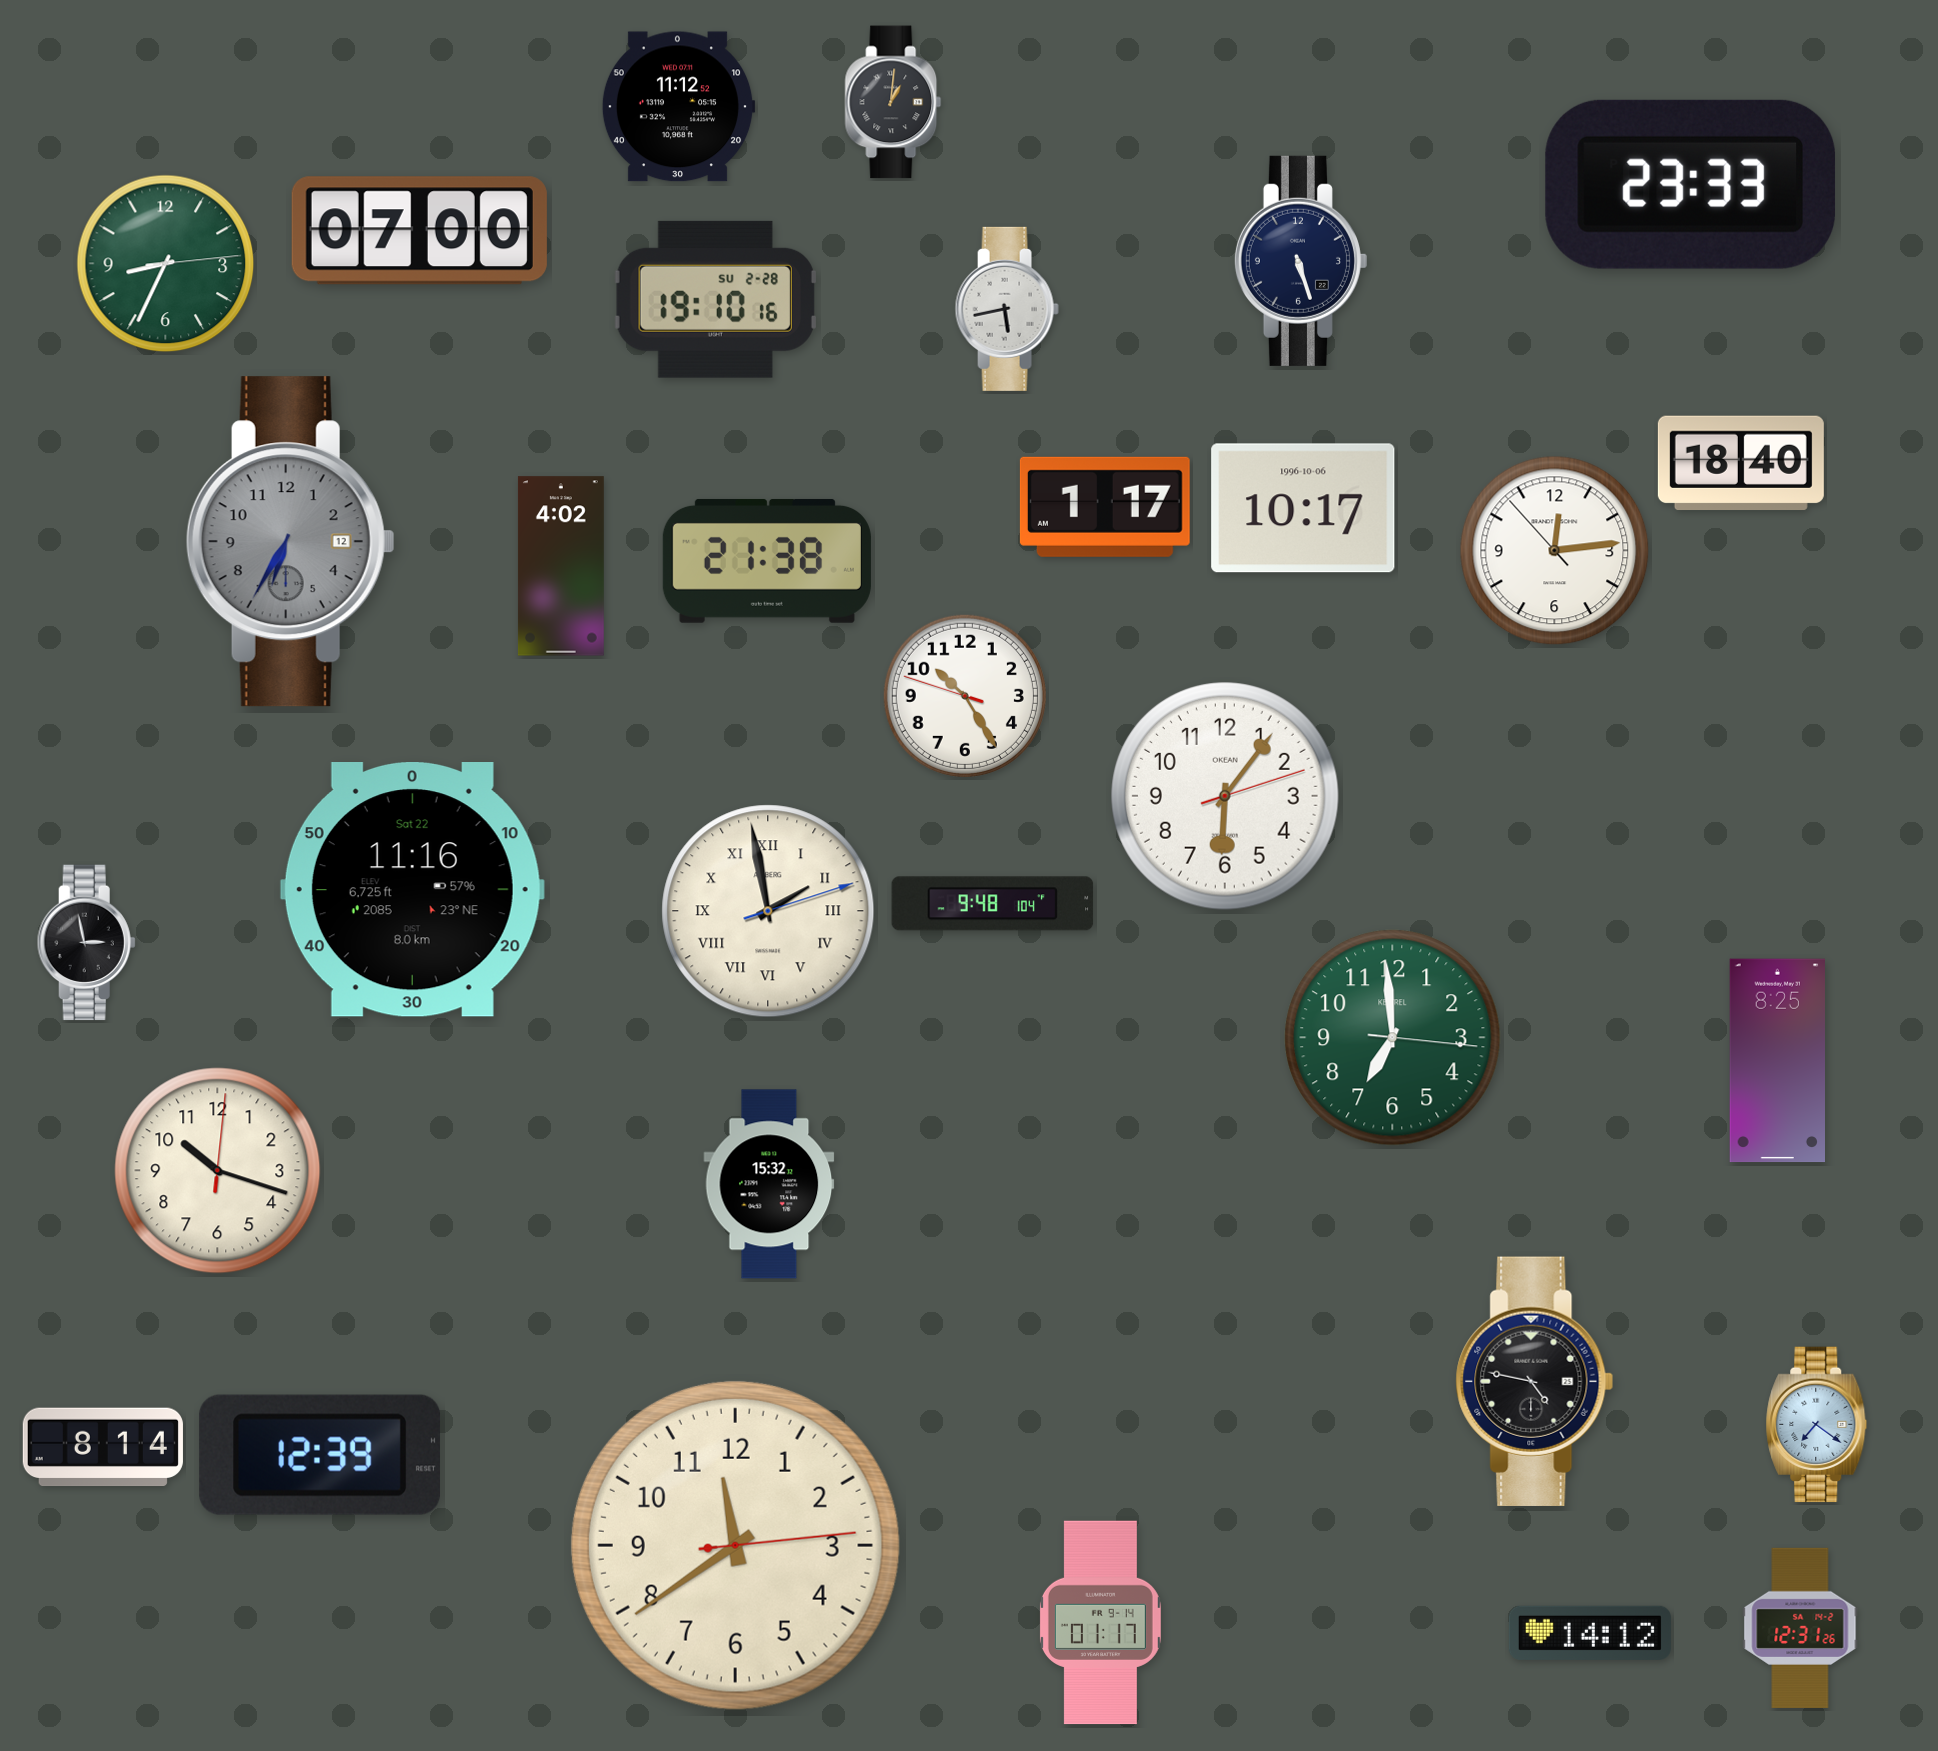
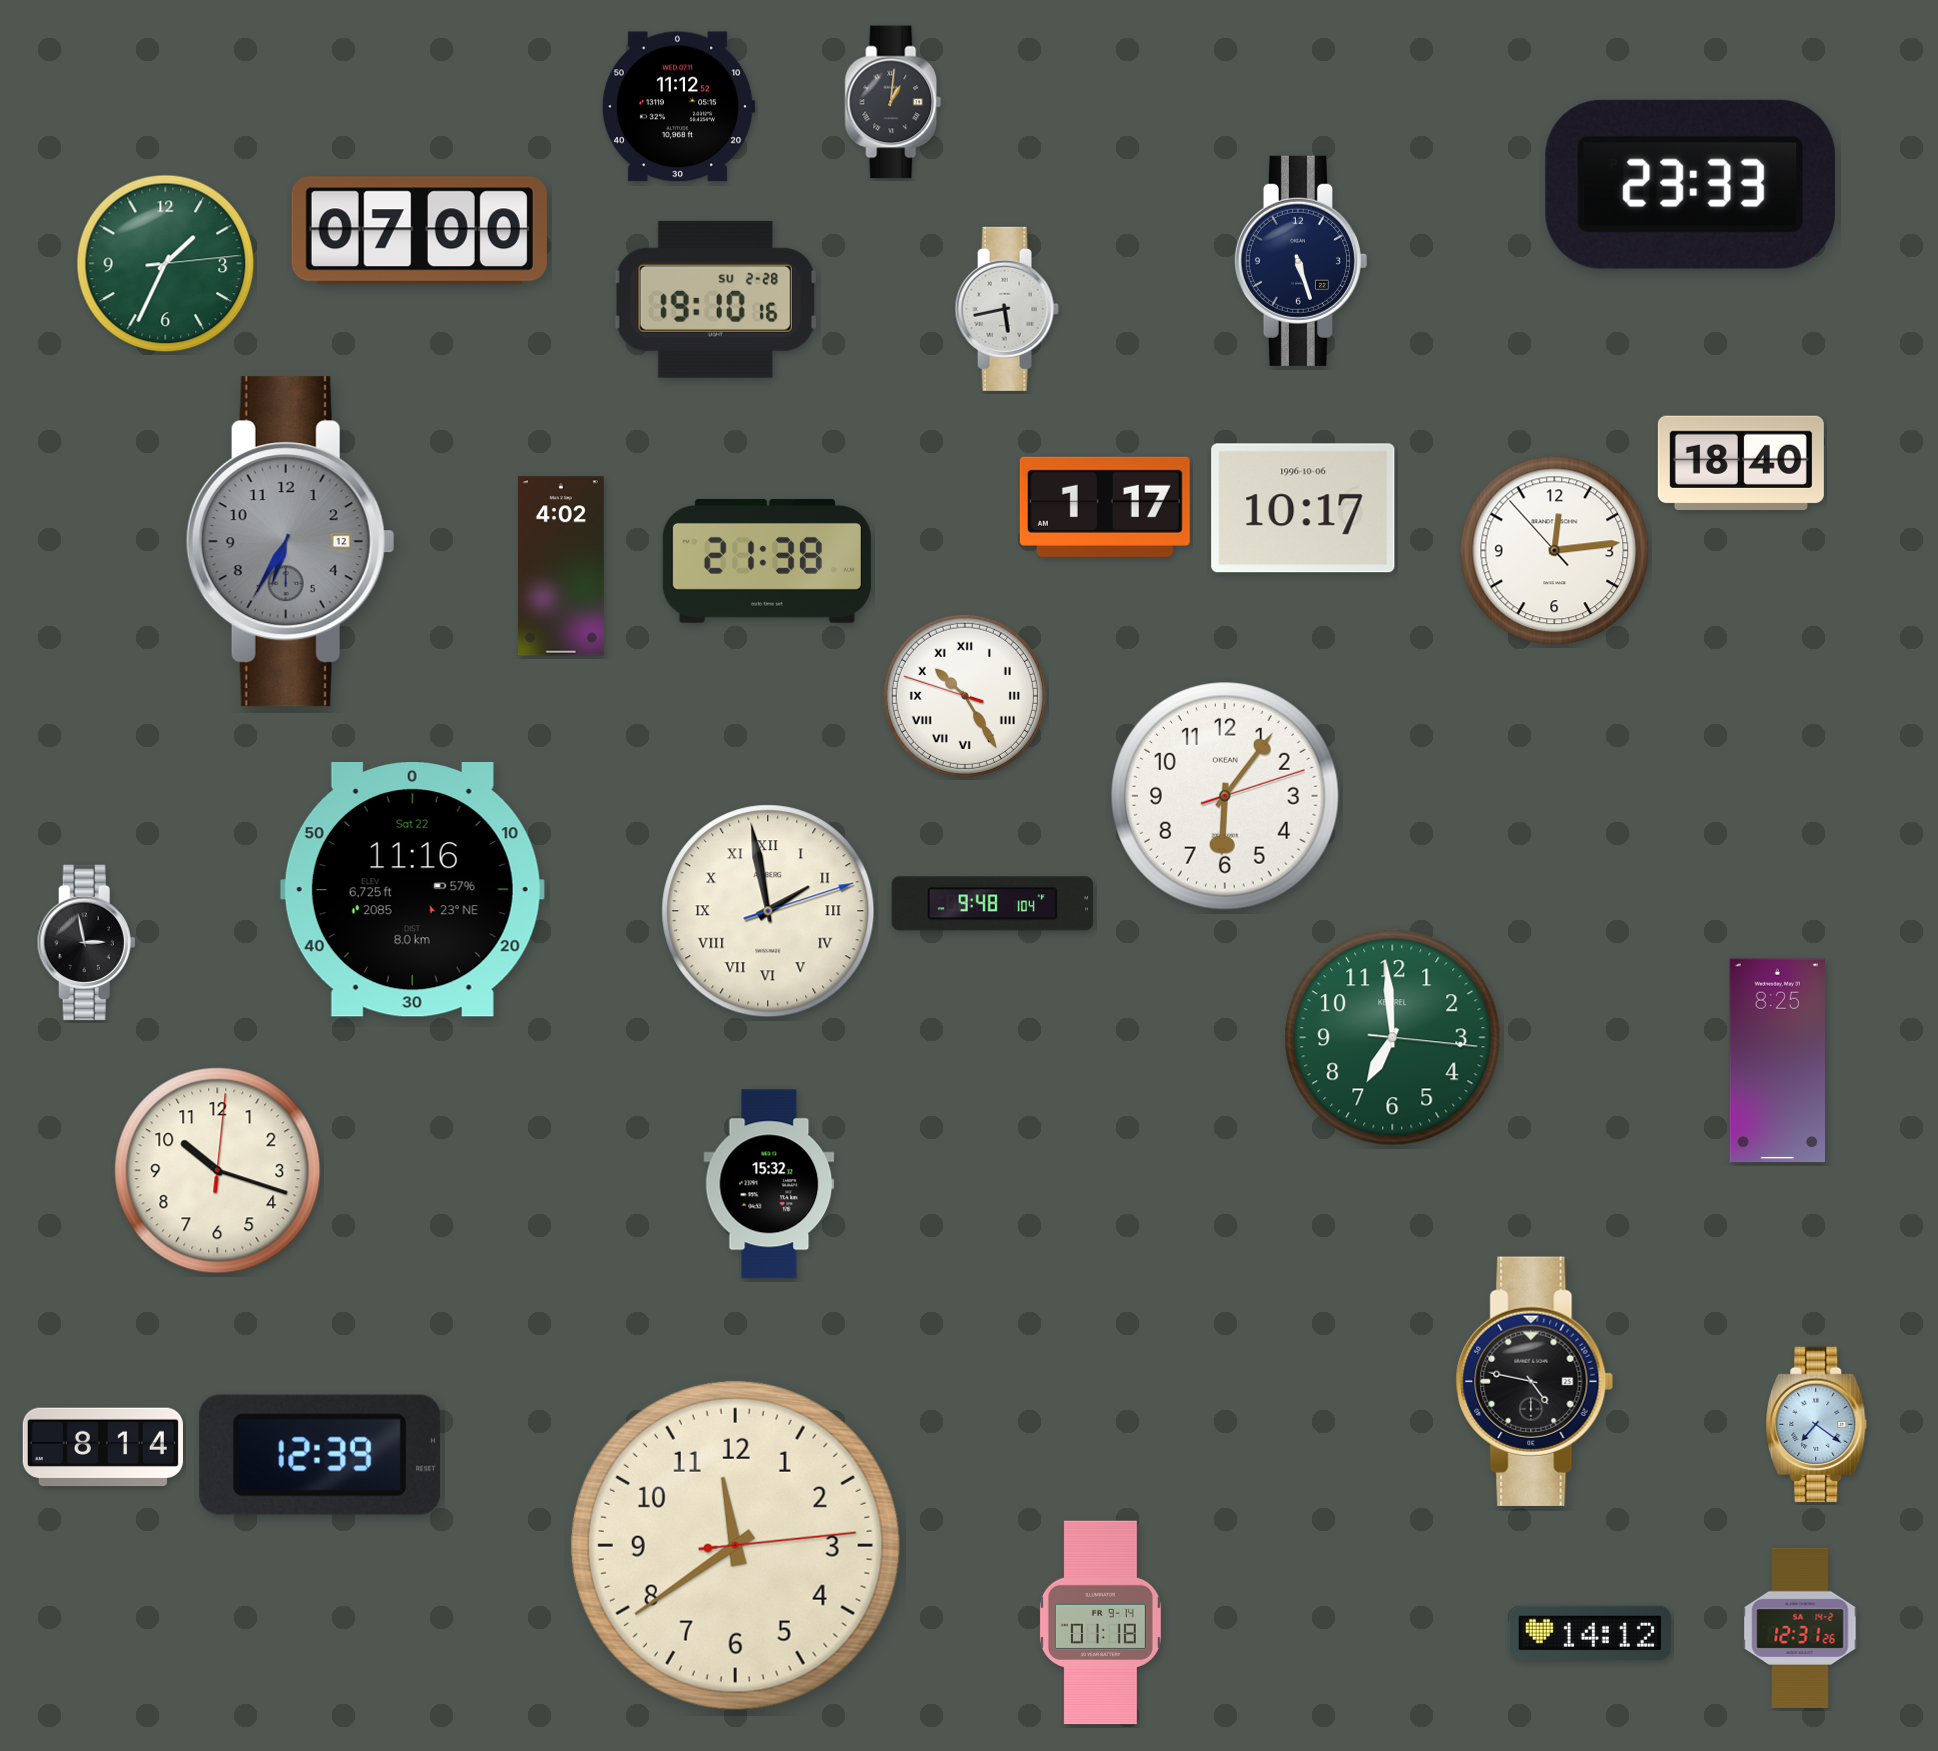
clock at (166, 264): 8:34 -> 1:34
clock at (965, 696) numerals: Arabic -> Roman
clock at (1100, 1623): 01:17 -> 01:18
